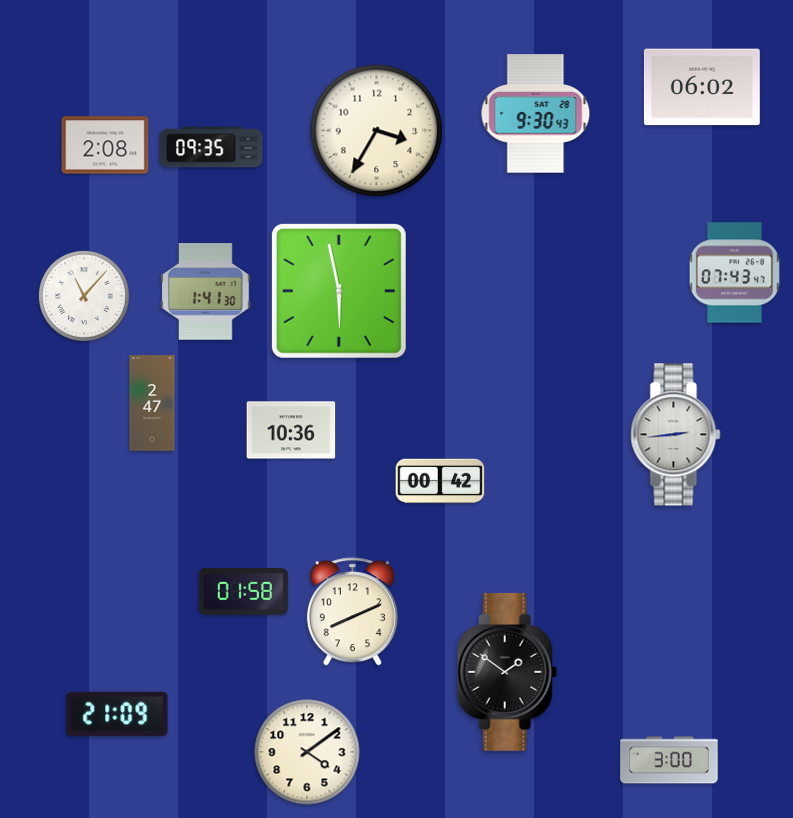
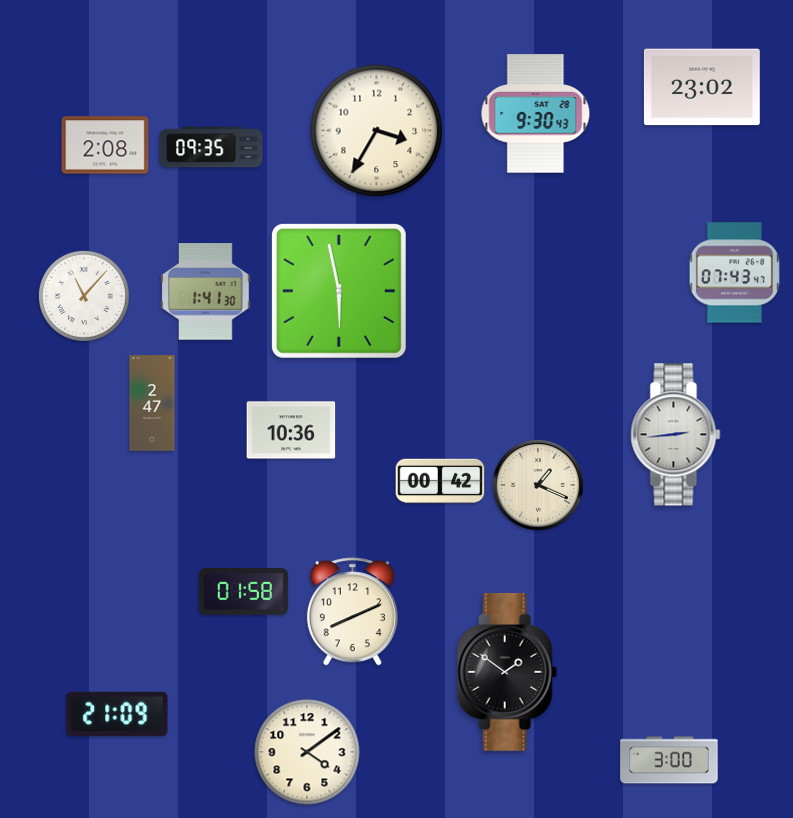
clock at (702, 87): 06:02 -> 23:02
clock at (538, 485): none -> 1:19
